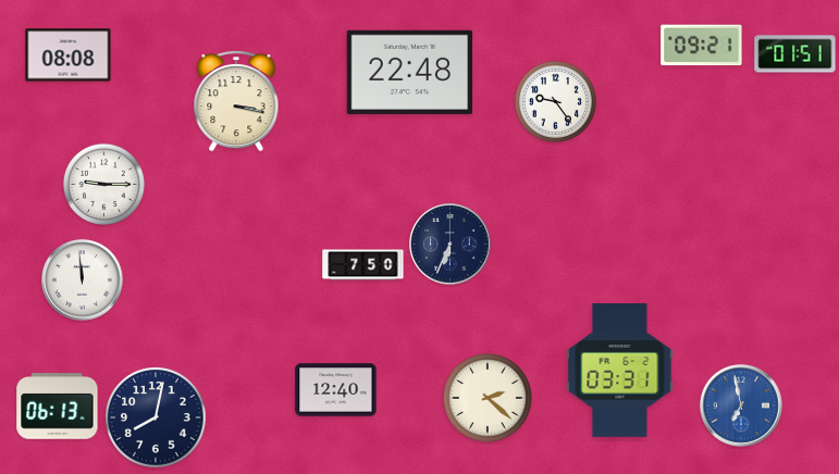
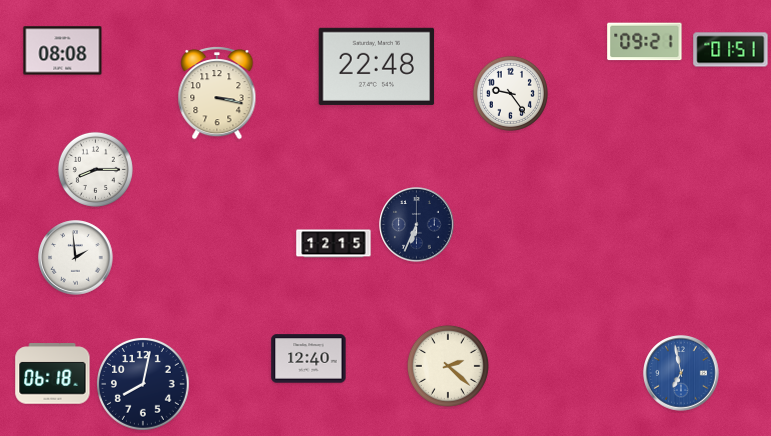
clock at (103, 184): 9:15 -> 8:15
clock at (451, 245) position: (451, 245) -> (417, 225)
clock at (363, 265): 7:50 -> 12:15
clock at (83, 280): 11:59 -> 1:59
clock at (620, 371): 03:31 -> none
clock at (58, 407): 06:13 -> 06:18
